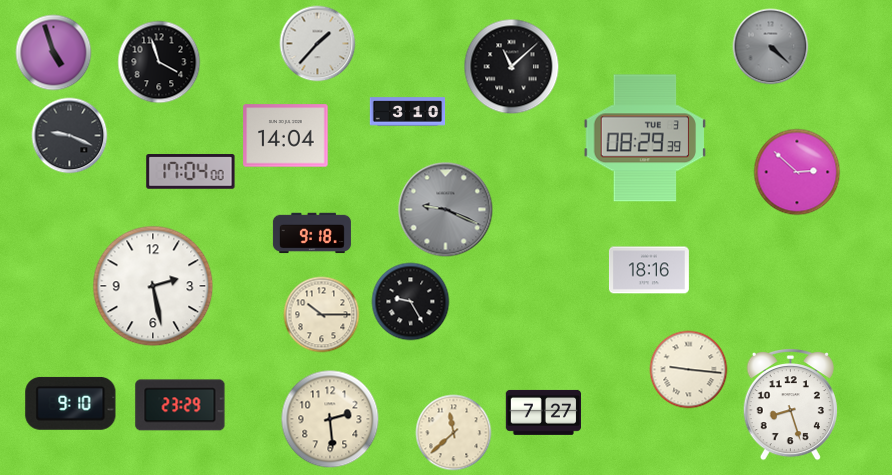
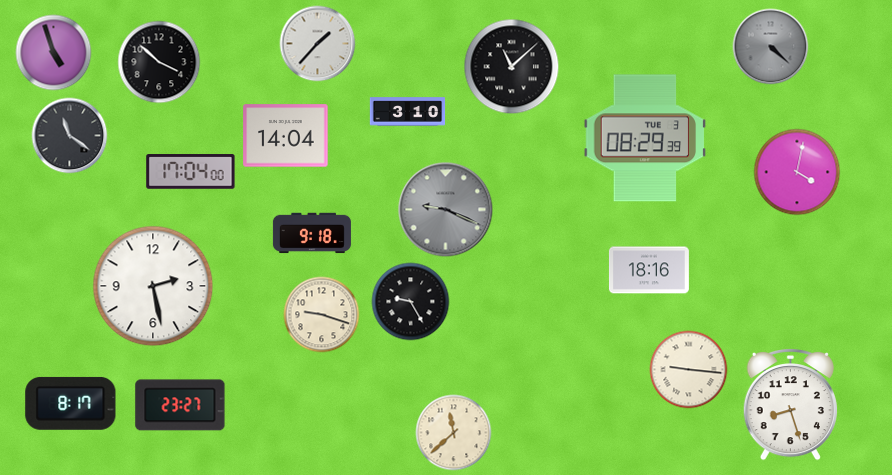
clock at (159, 62): 3:57 -> 3:52
clock at (70, 136): 9:19 -> 11:21
clock at (797, 172): 2:52 -> 4:02
clock at (322, 315): 10:15 -> 9:18
clock at (71, 403): 9:10 -> 8:17
clock at (180, 405): 23:29 -> 23:27
clock at (543, 412): 7:27 -> none
clock at (330, 419): 2:29 -> none
